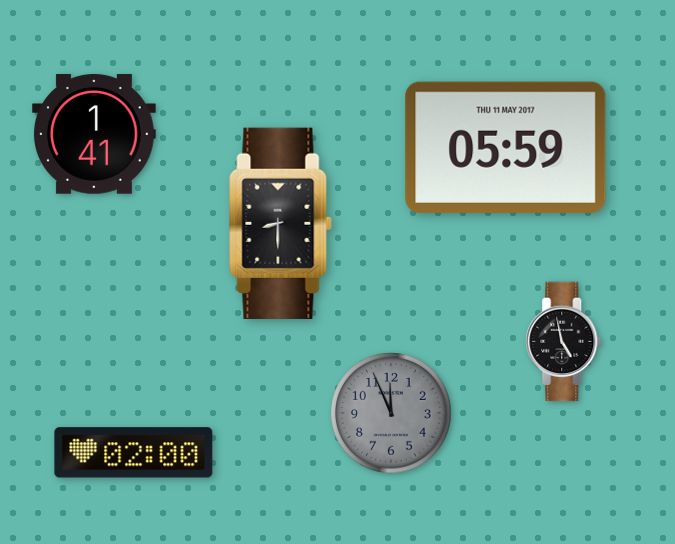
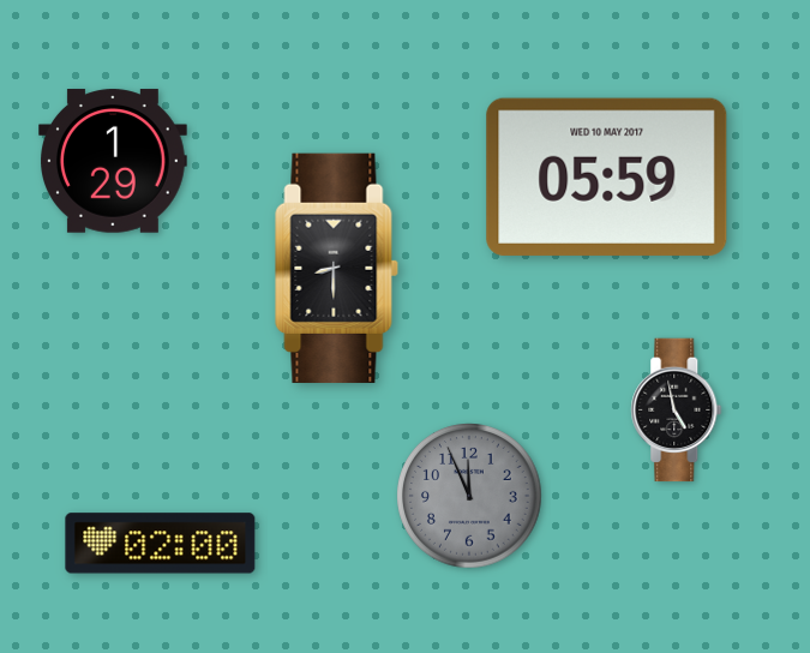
clock at (95, 134): 1:41 -> 1:29
clock at (506, 147) date: THU 11 MAY 2017 -> WED 10 MAY 2017
